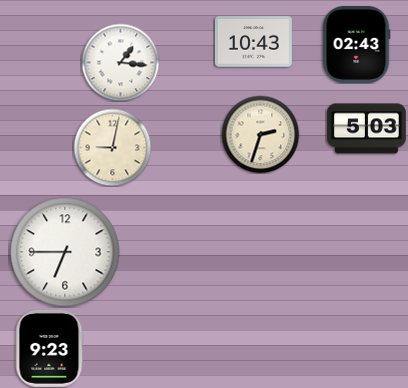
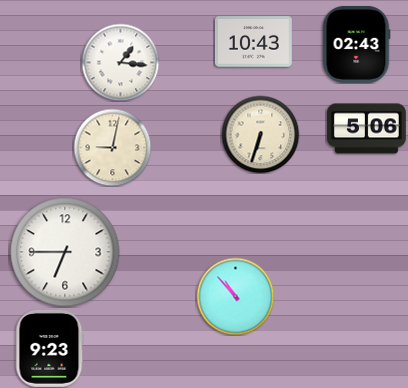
clock at (367, 129): 5:03 -> 5:06
clock at (260, 134): 2:33 -> 6:33
clock at (235, 296): none -> 10:53
